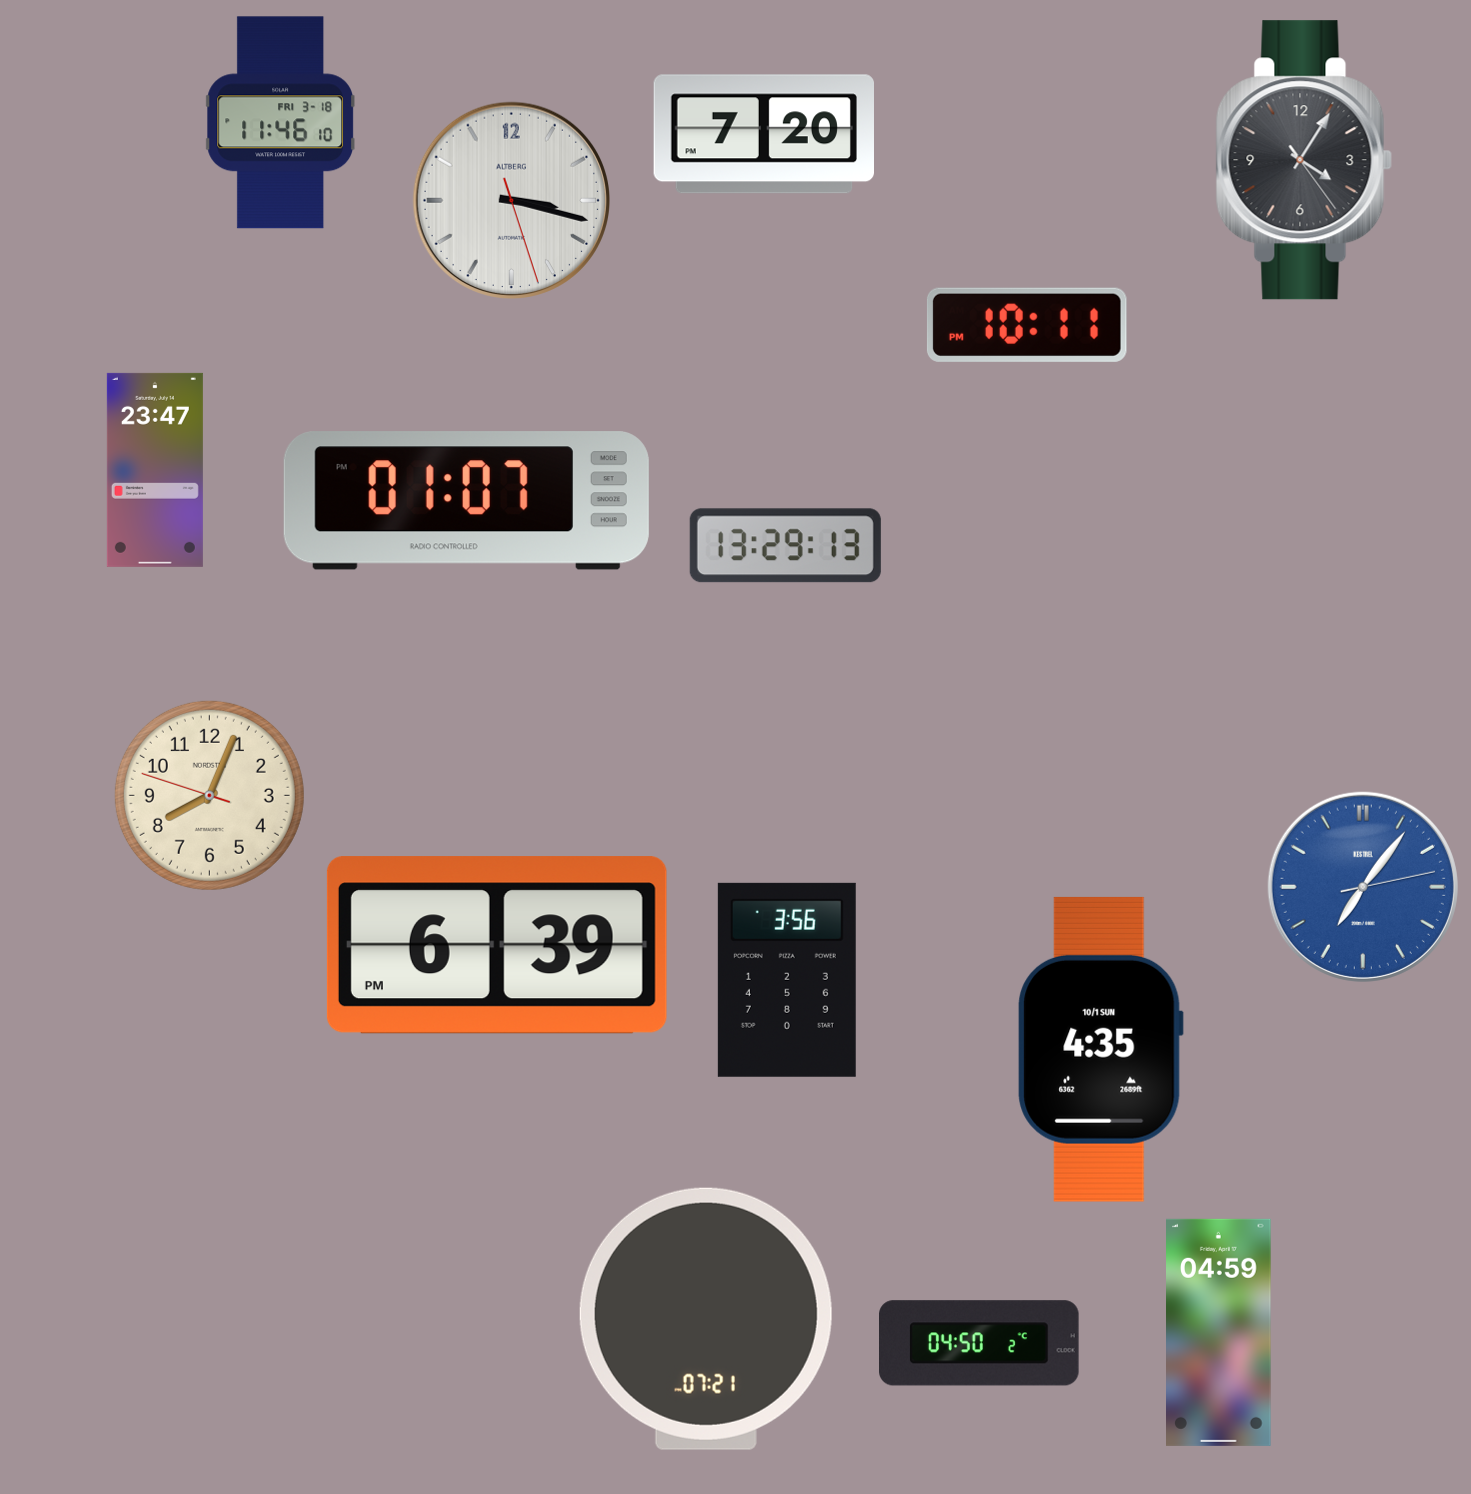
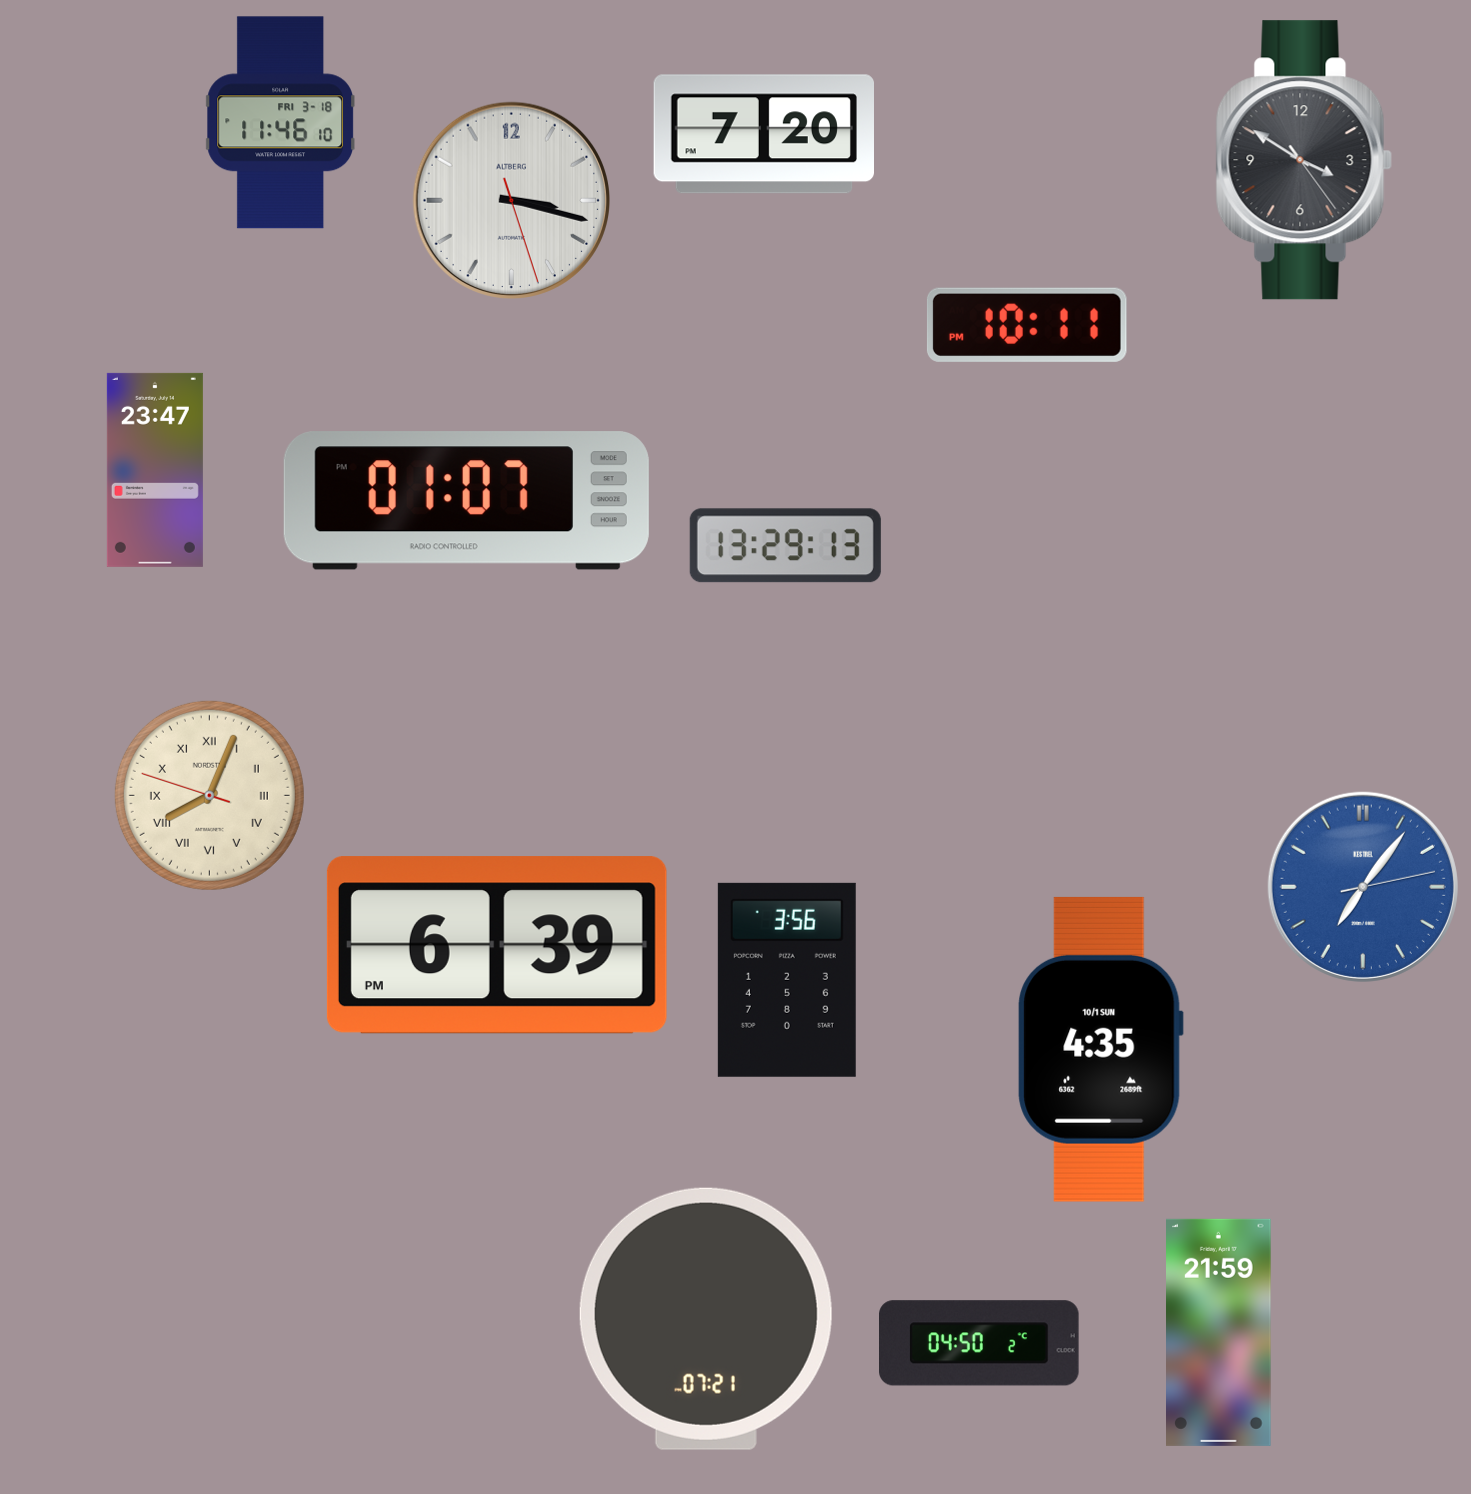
clock at (1304, 160): 4:05 -> 3:50
clock at (209, 795) numerals: Arabic -> Roman
clock at (1219, 1332): 04:59 -> 21:59
